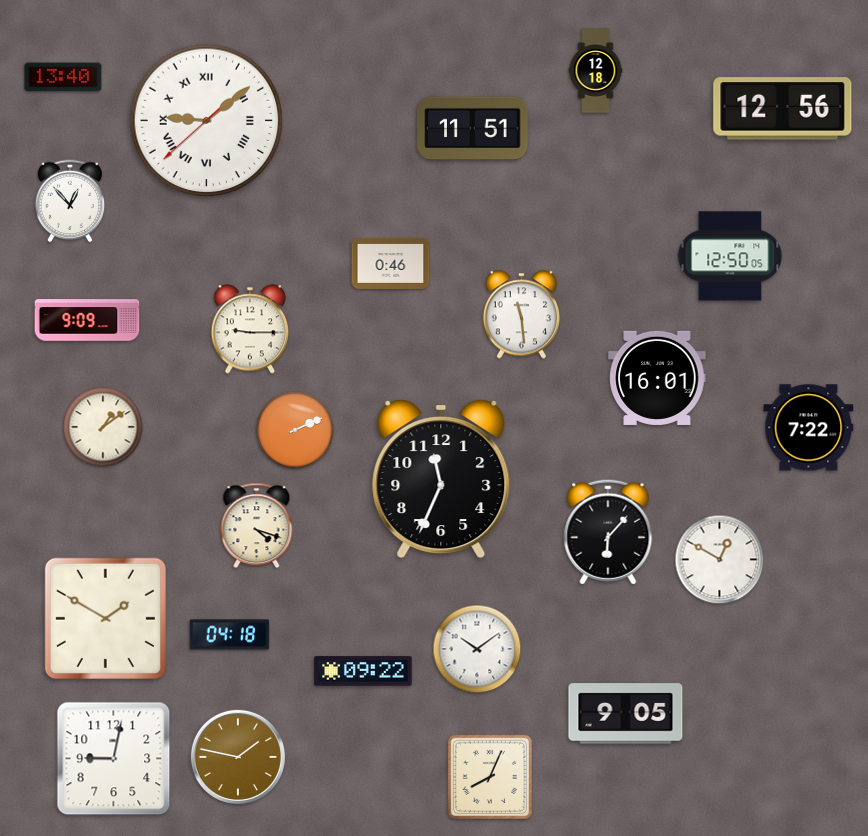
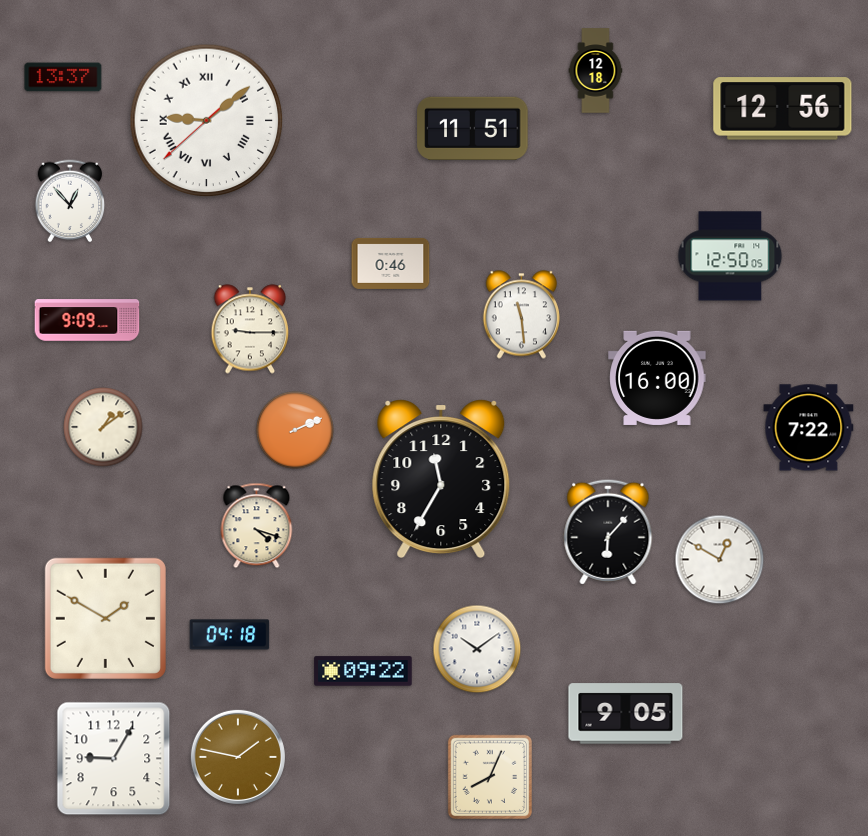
clock at (63, 77): 13:40 -> 13:37
clock at (657, 378): 16:01 -> 16:00
clock at (441, 478): 11:34 -> 11:35
clock at (114, 759): 9:02 -> 9:05
